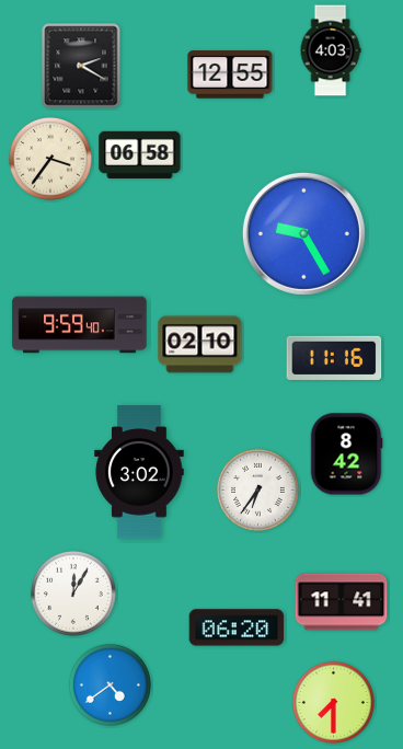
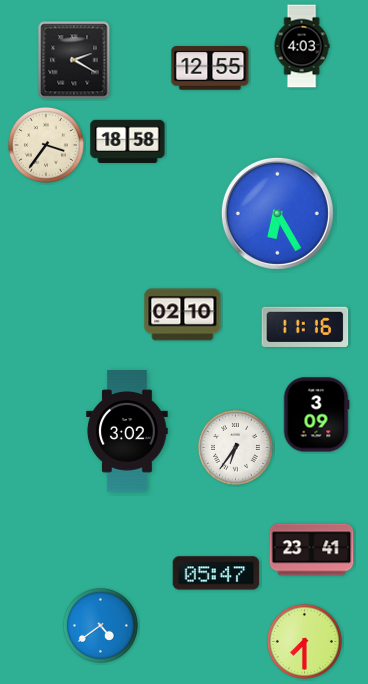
clock at (140, 154): 06:58 -> 18:58
clock at (303, 233): 9:25 -> 6:25
clock at (80, 325): 9:59 -> none
clock at (346, 454): 8:42 -> 3:09
clock at (73, 594): 12:05 -> none
clock at (342, 602): 11:41 -> 23:41
clock at (237, 627): 06:20 -> 05:47
